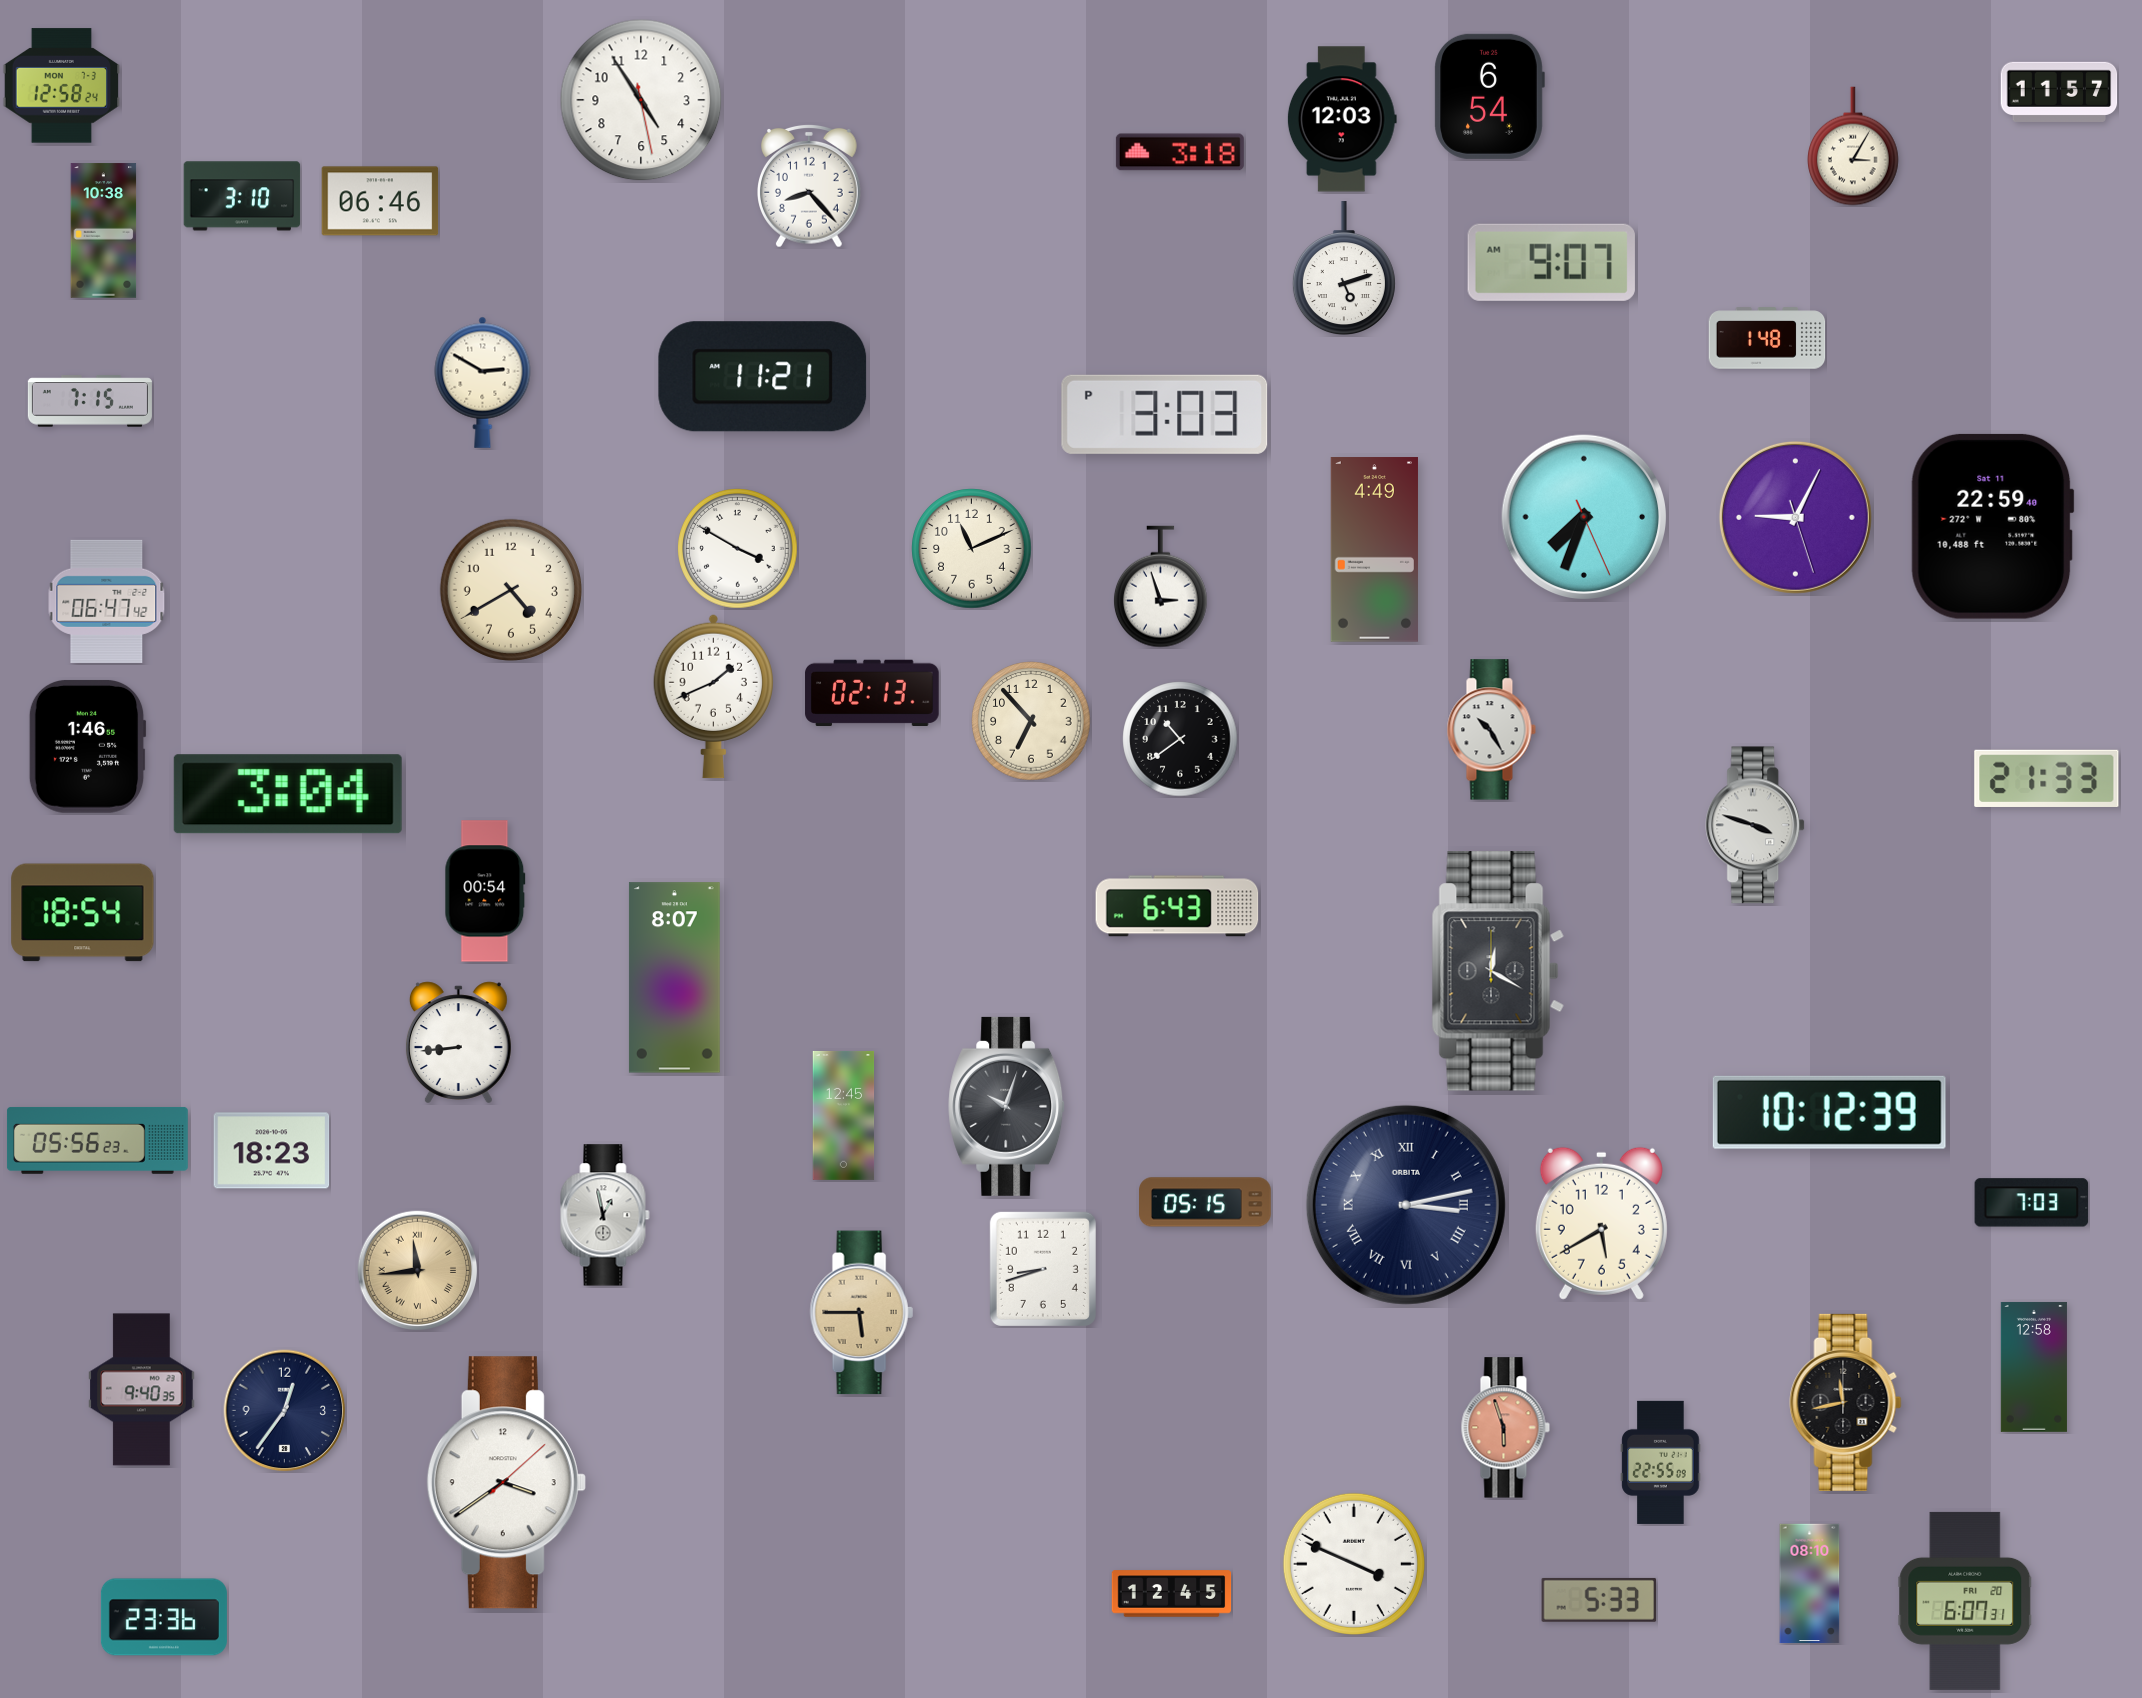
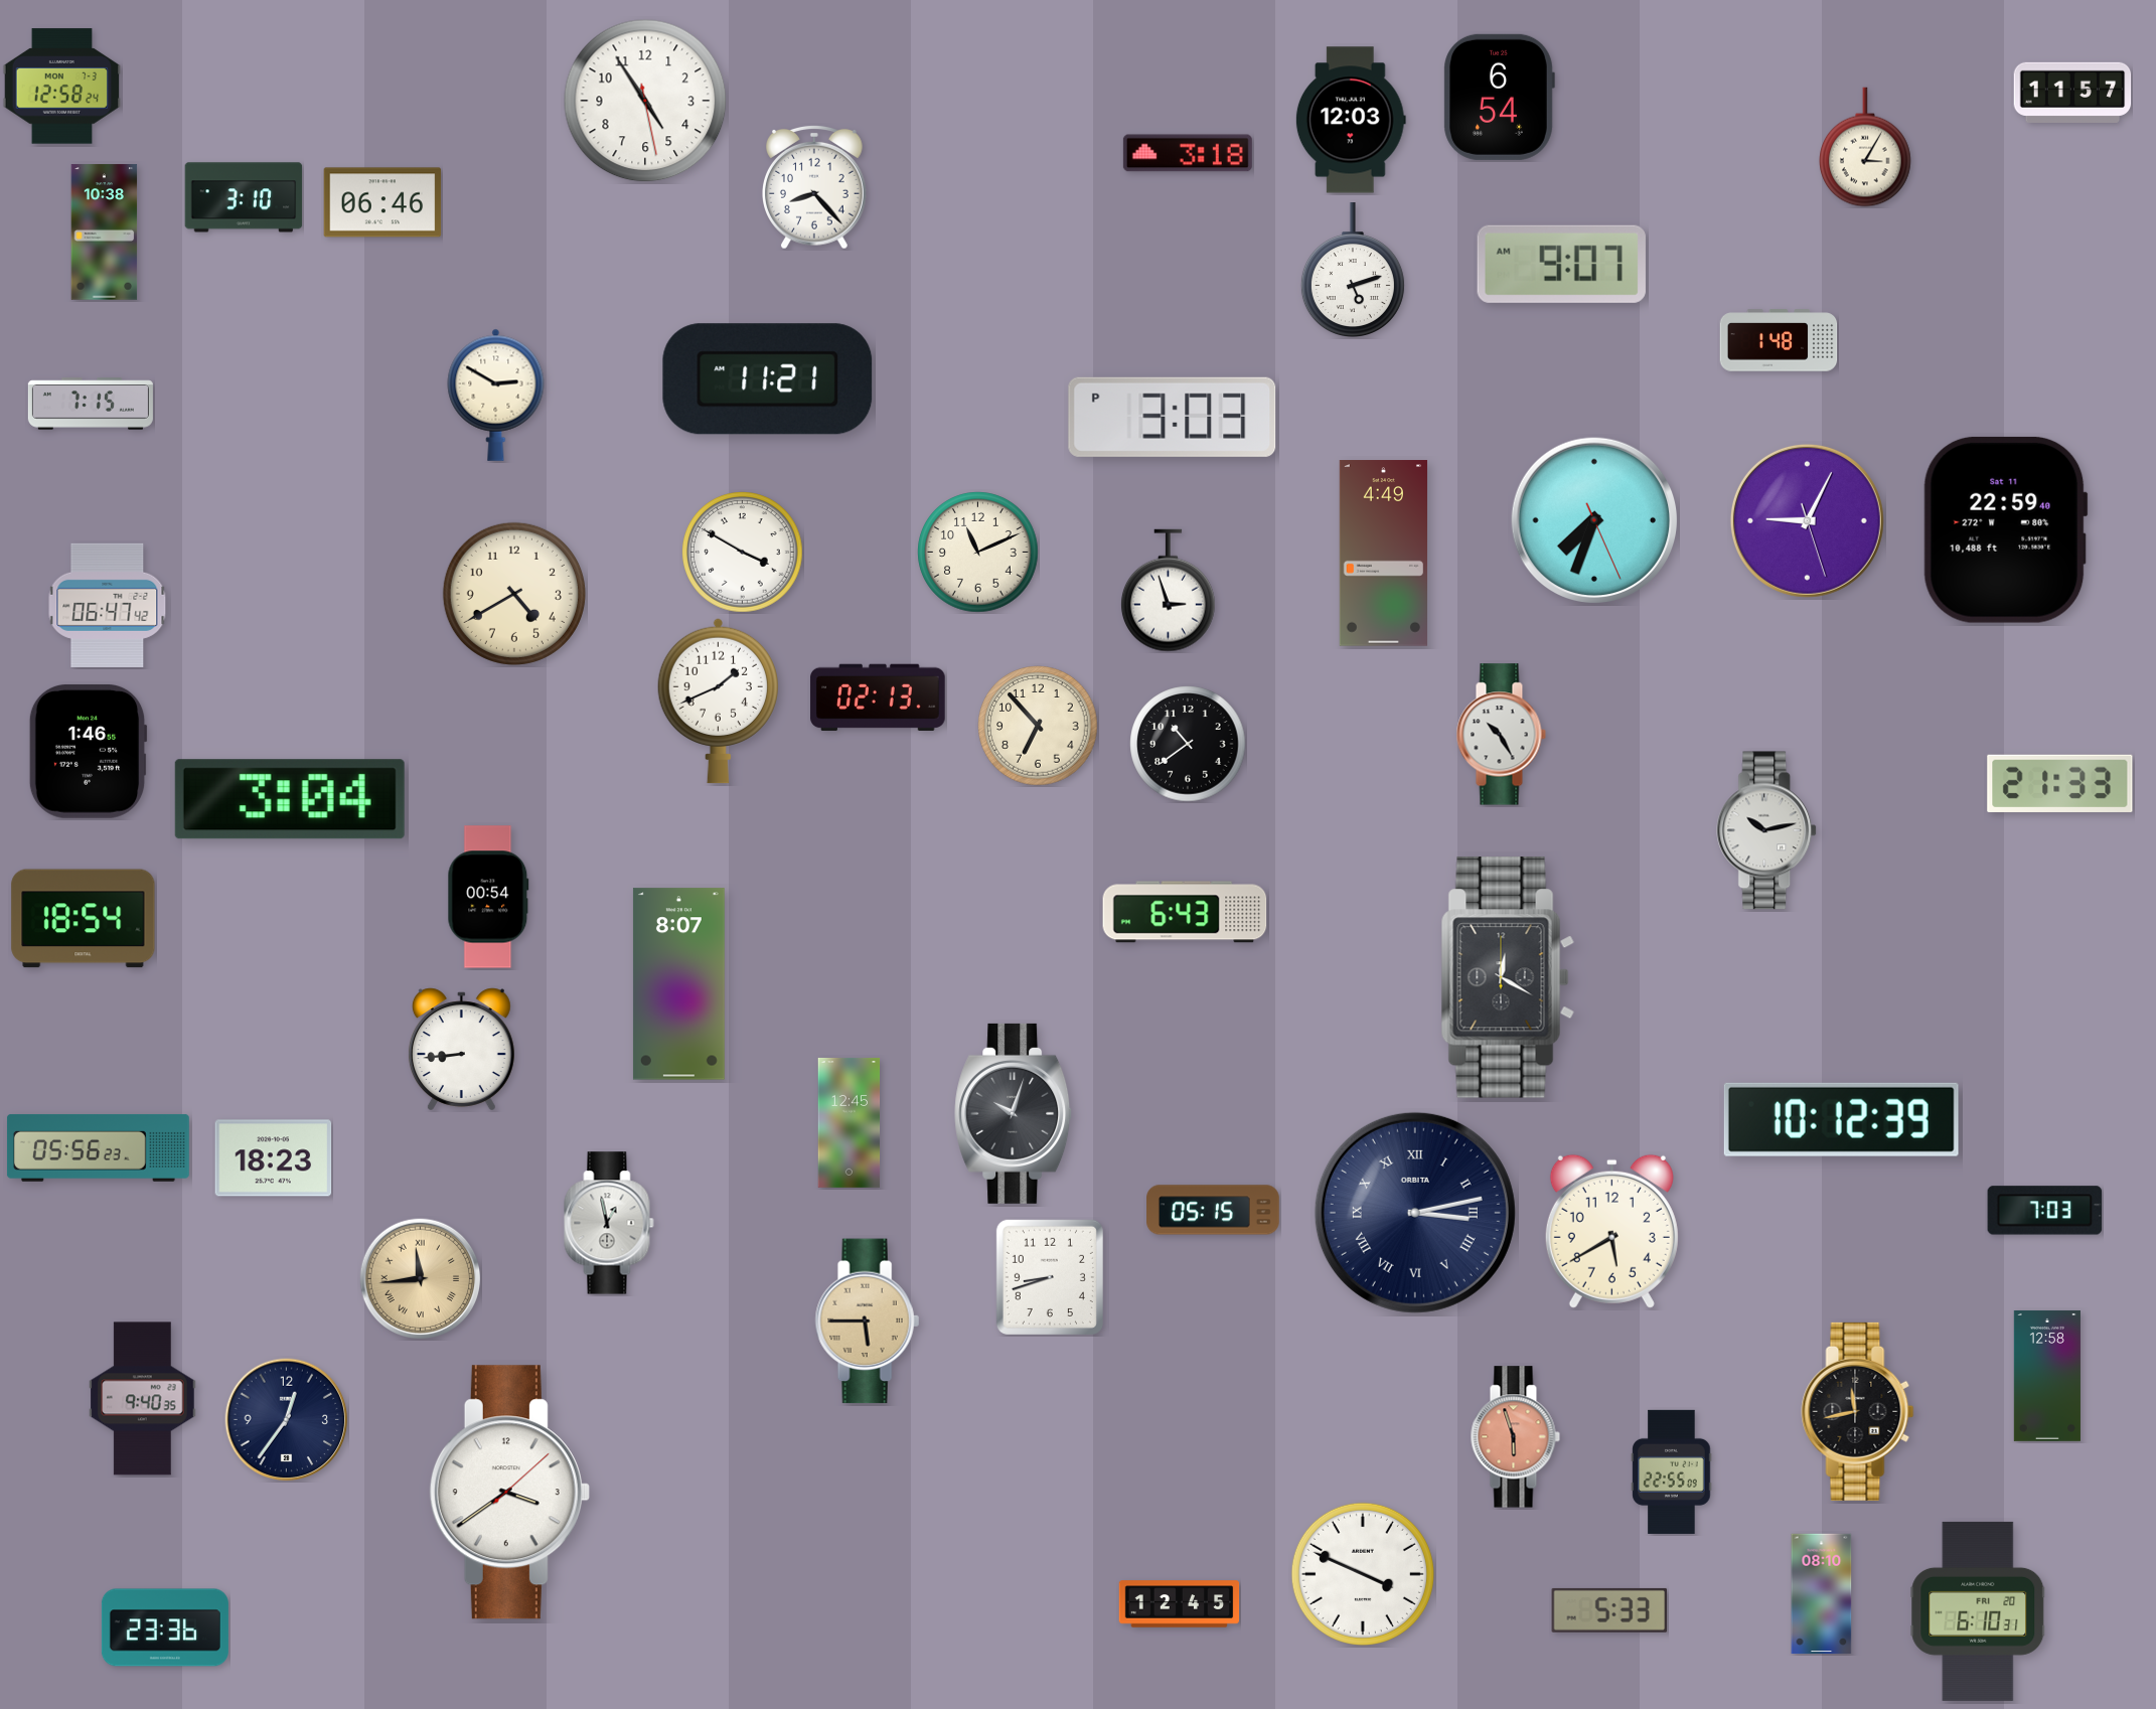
clock at (483, 382) position: (483, 382) -> (496, 395)
clock at (1756, 825): 3:48 -> 10:13
clock at (1965, 1601): 6:07 -> 6:10
